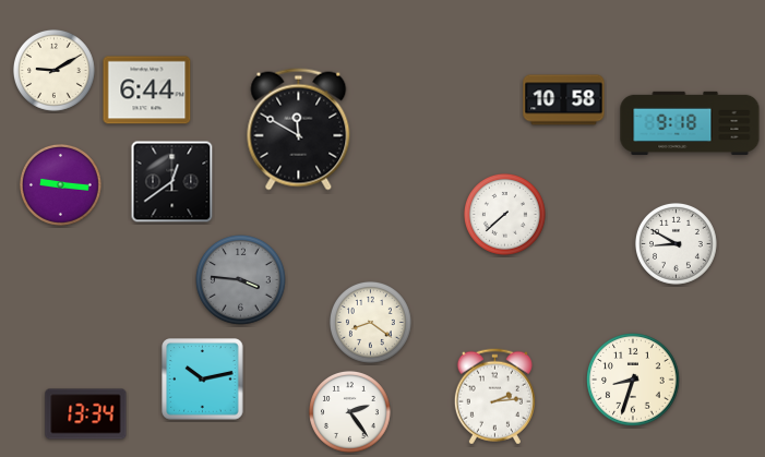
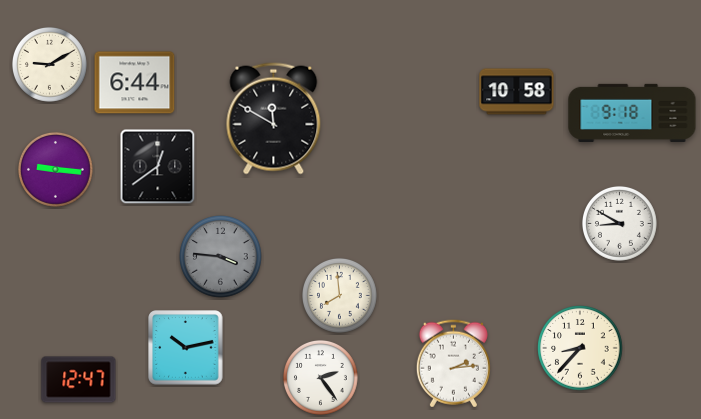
clock at (504, 214): 7:38 -> none
clock at (370, 322): 8:21 -> 7:59
clock at (633, 380): 8:33 -> 8:37
clock at (86, 414): 13:34 -> 12:47
